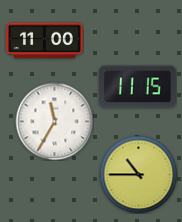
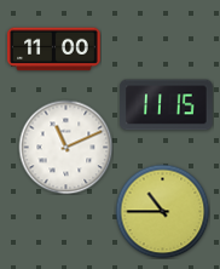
clock at (54, 121): 11:35 -> 11:11
clock at (138, 174) position: (138, 174) -> (162, 211)
